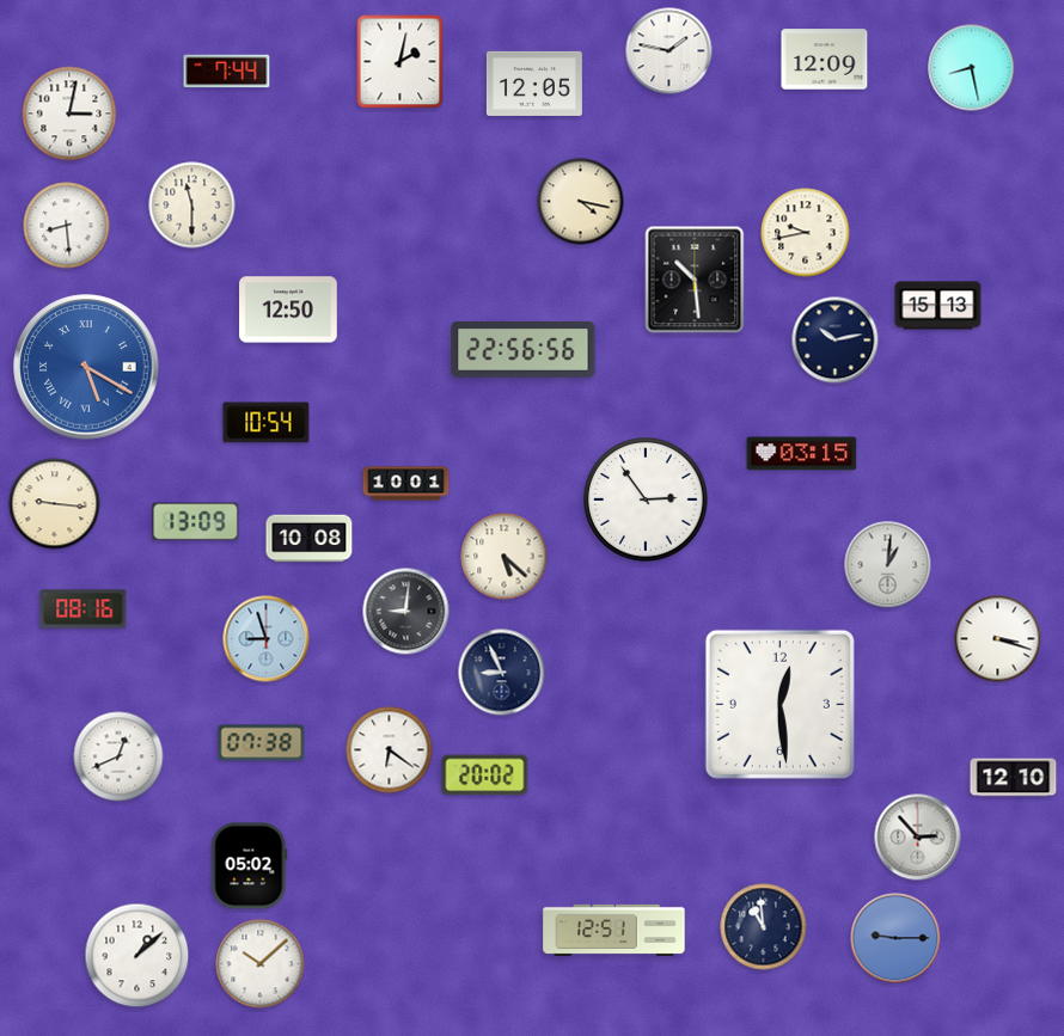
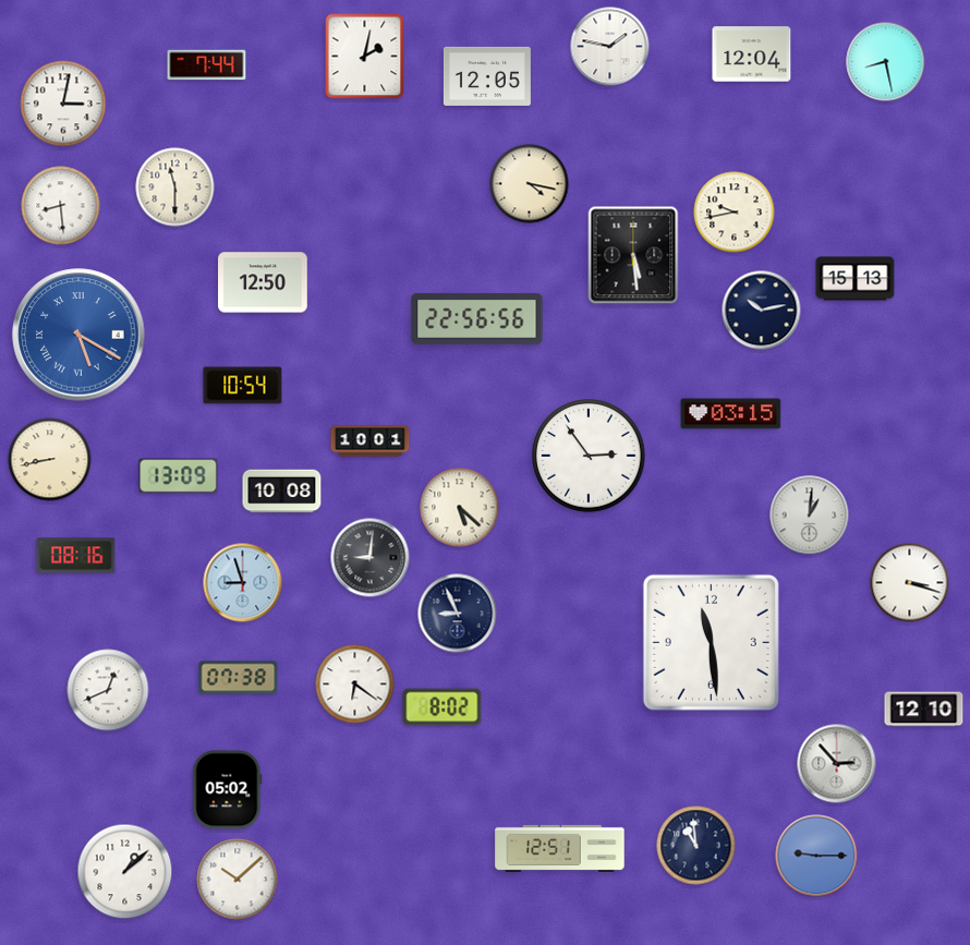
clock at (825, 60): 12:09 -> 12:04
clock at (695, 280): 10:29 -> 5:29
clock at (55, 504): 9:16 -> 8:43
clock at (779, 704): 12:29 -> 11:29
clock at (485, 776): 20:02 -> 8:02
